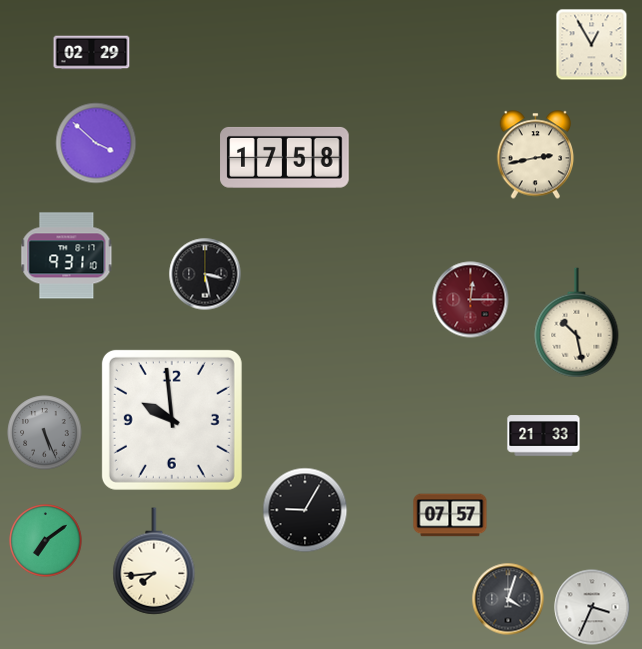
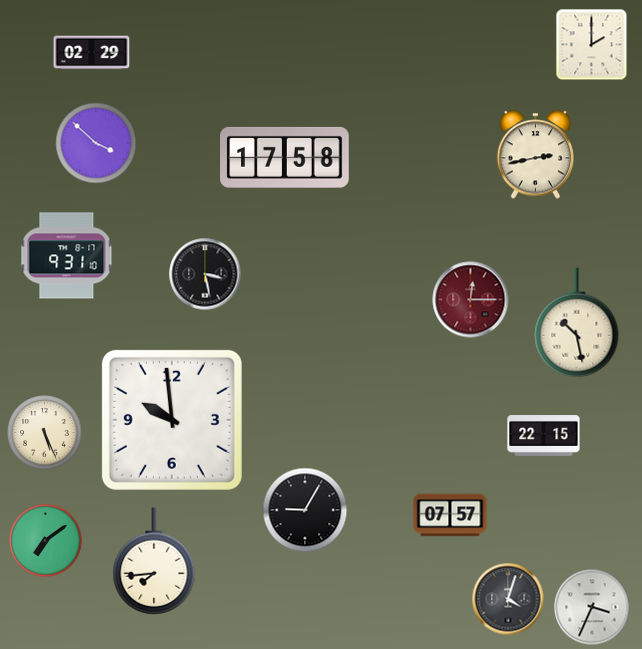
clock at (592, 45): 12:55 -> 2:00
clock at (45, 433) dial: grey -> cream
clock at (544, 436): 21:33 -> 22:15
